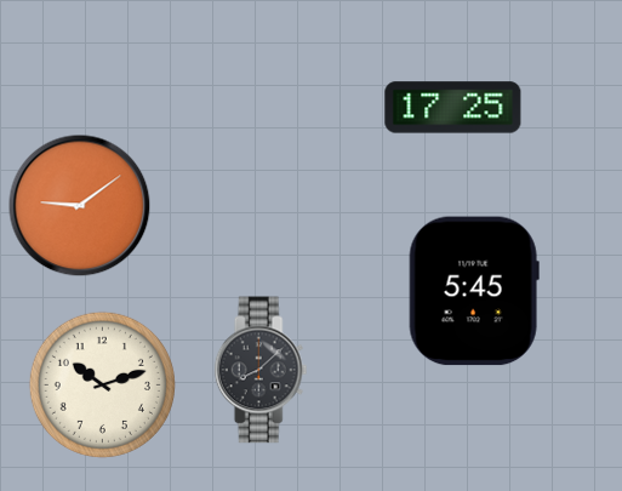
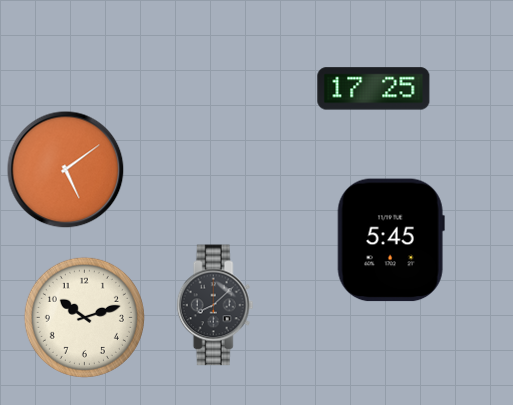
clock at (80, 206): 9:09 -> 5:09
